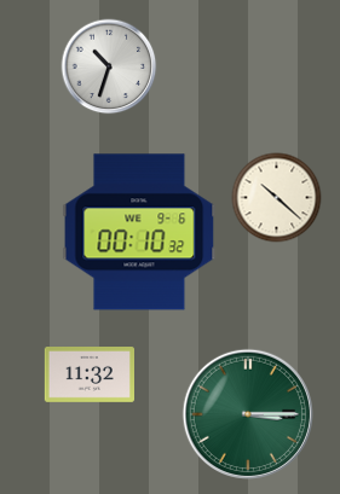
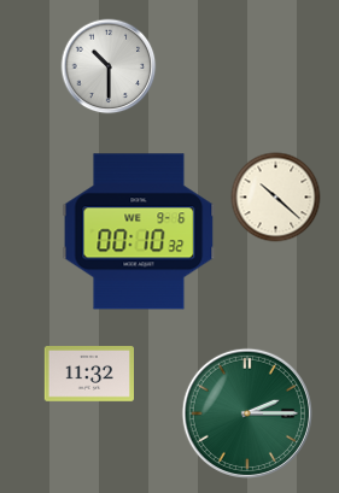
clock at (109, 66): 10:33 -> 10:30
clock at (248, 414): 3:15 -> 2:15
